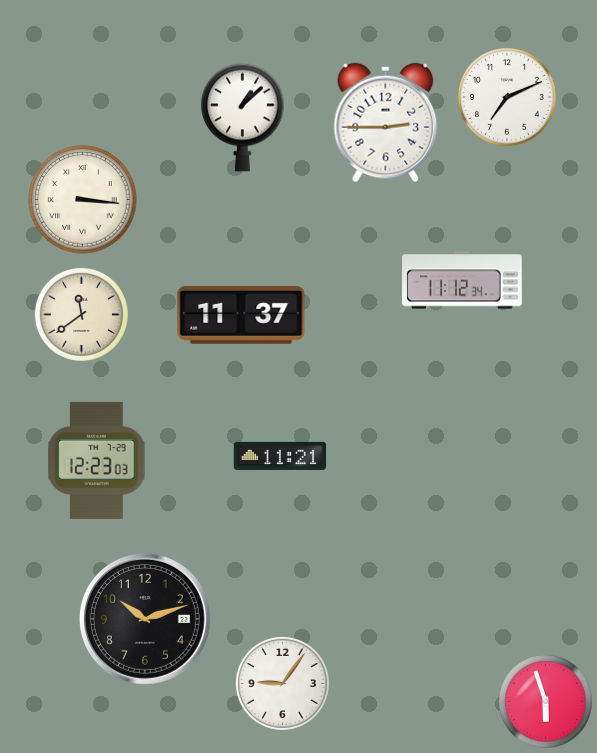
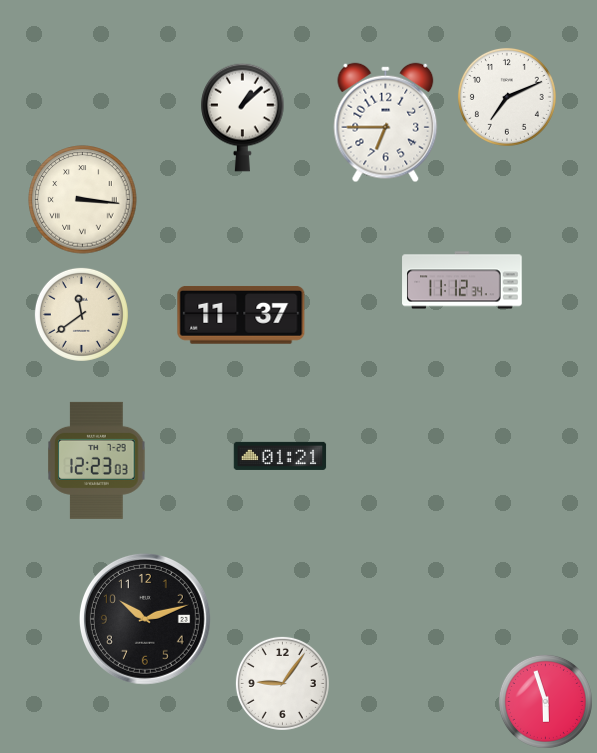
clock at (386, 123): 2:45 -> 6:45
clock at (280, 456): 11:21 -> 01:21
